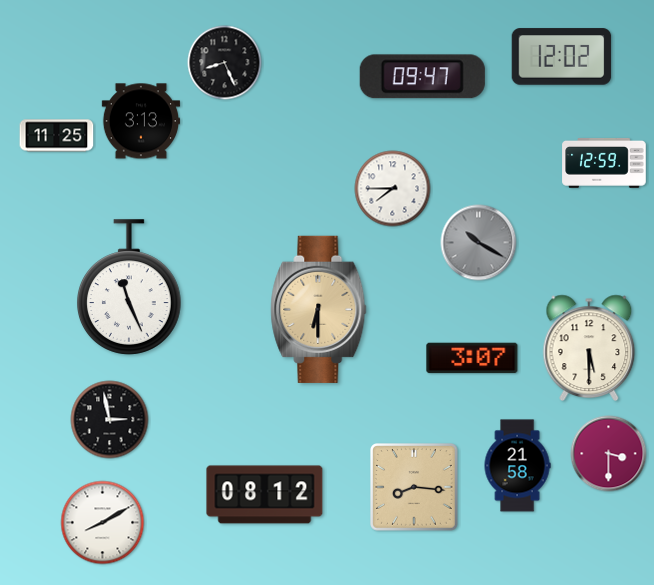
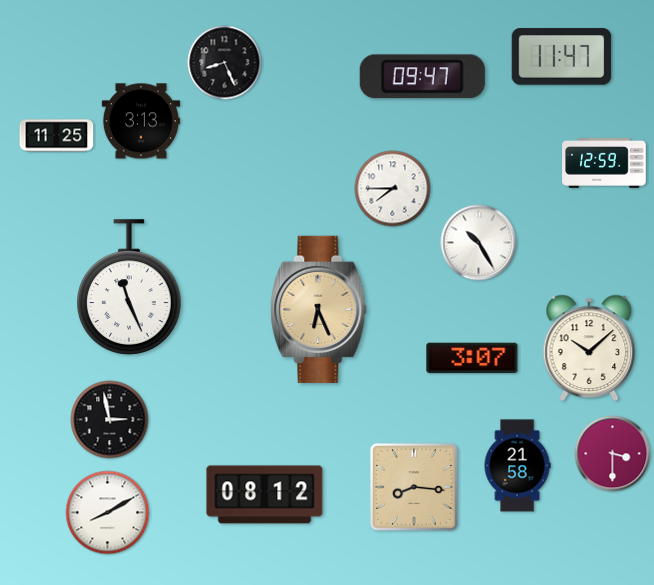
clock at (562, 57): 12:02 -> 11:47
clock at (479, 243): 10:20 -> 10:25
clock at (479, 243) dial: grey -> white
clock at (319, 309): 6:30 -> 6:26
clock at (589, 348): 5:30 -> 10:08
clock at (609, 454) position: (609, 454) -> (613, 454)
clock at (103, 523) position: (103, 523) -> (108, 513)
